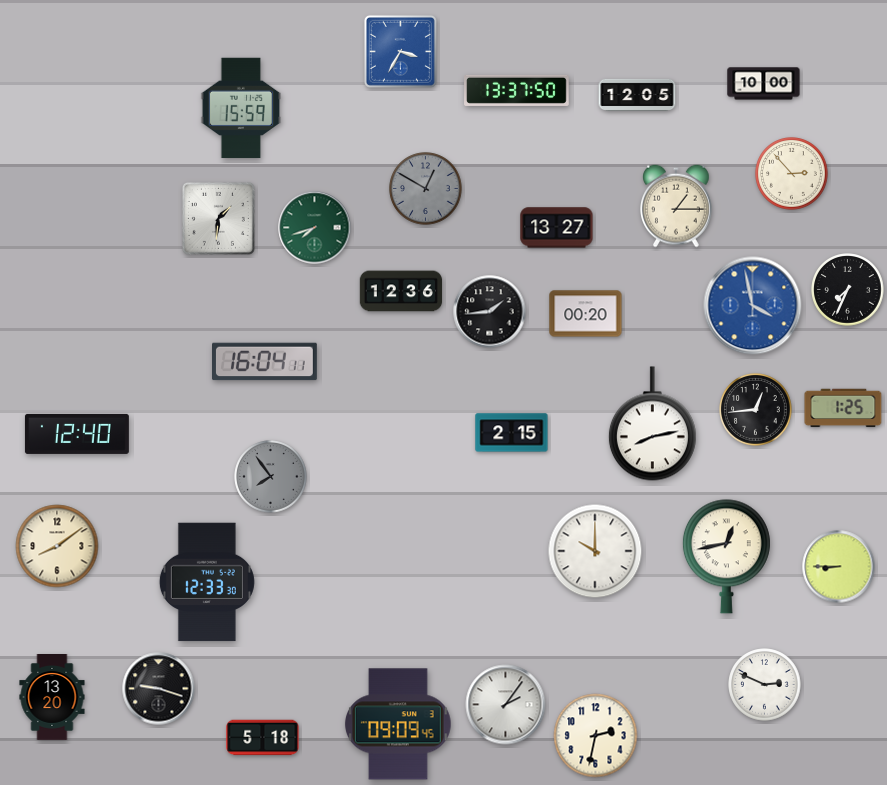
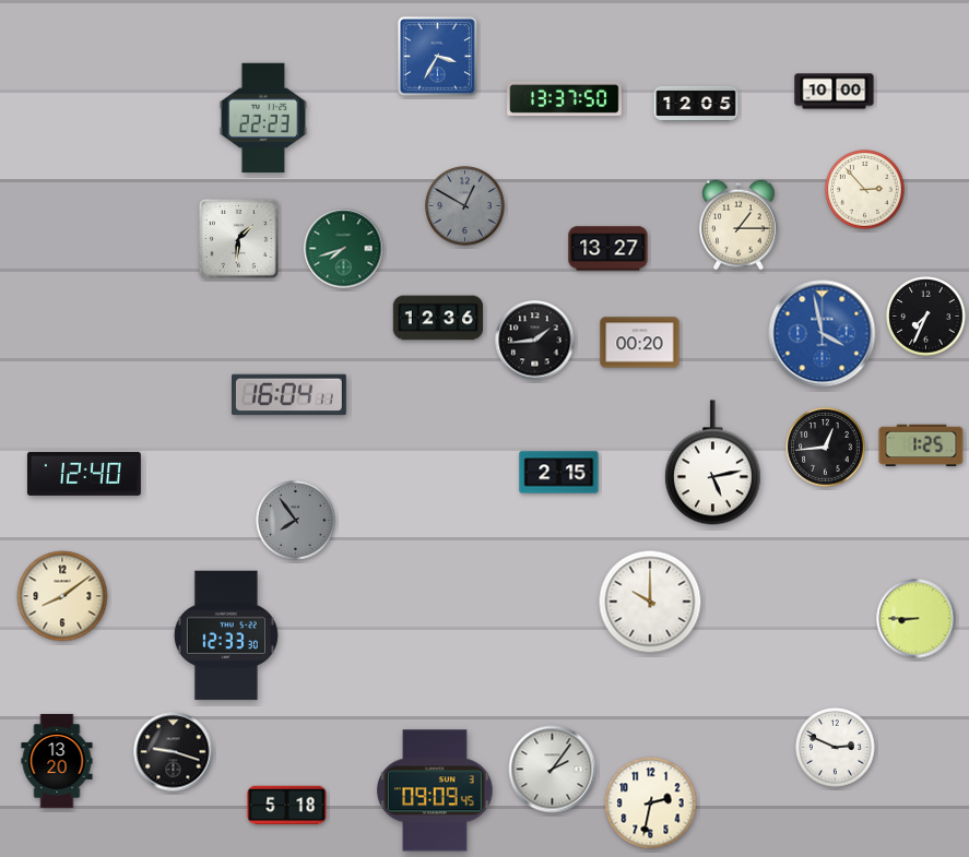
clock at (241, 108): 15:59 -> 22:23
clock at (652, 424): 8:13 -> 5:13
clock at (726, 557): 12:43 -> none
